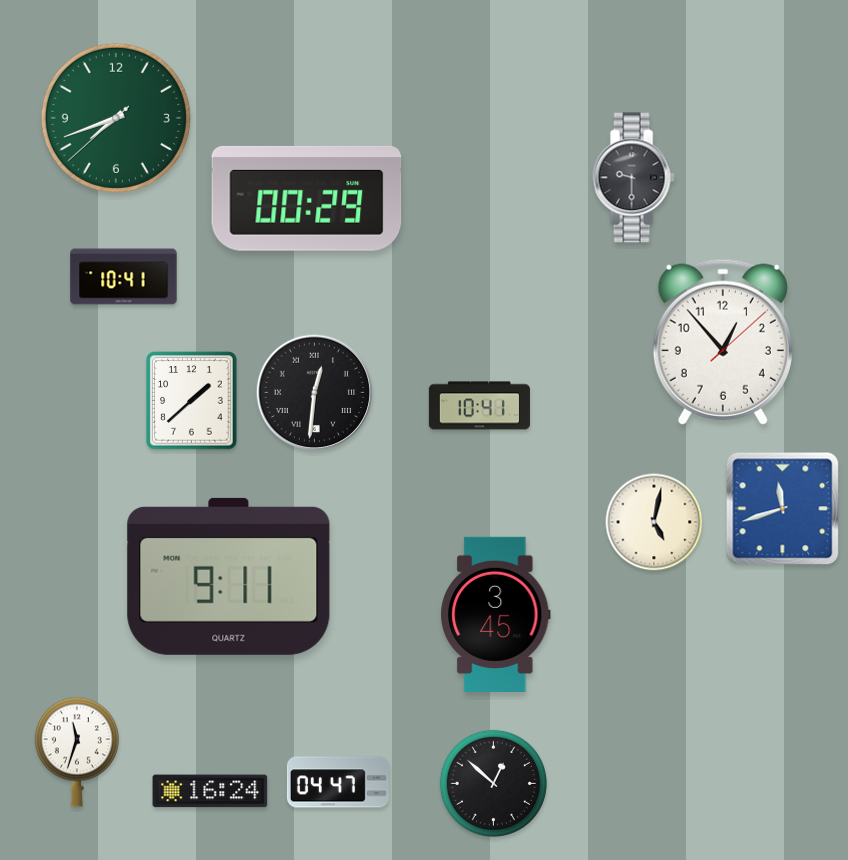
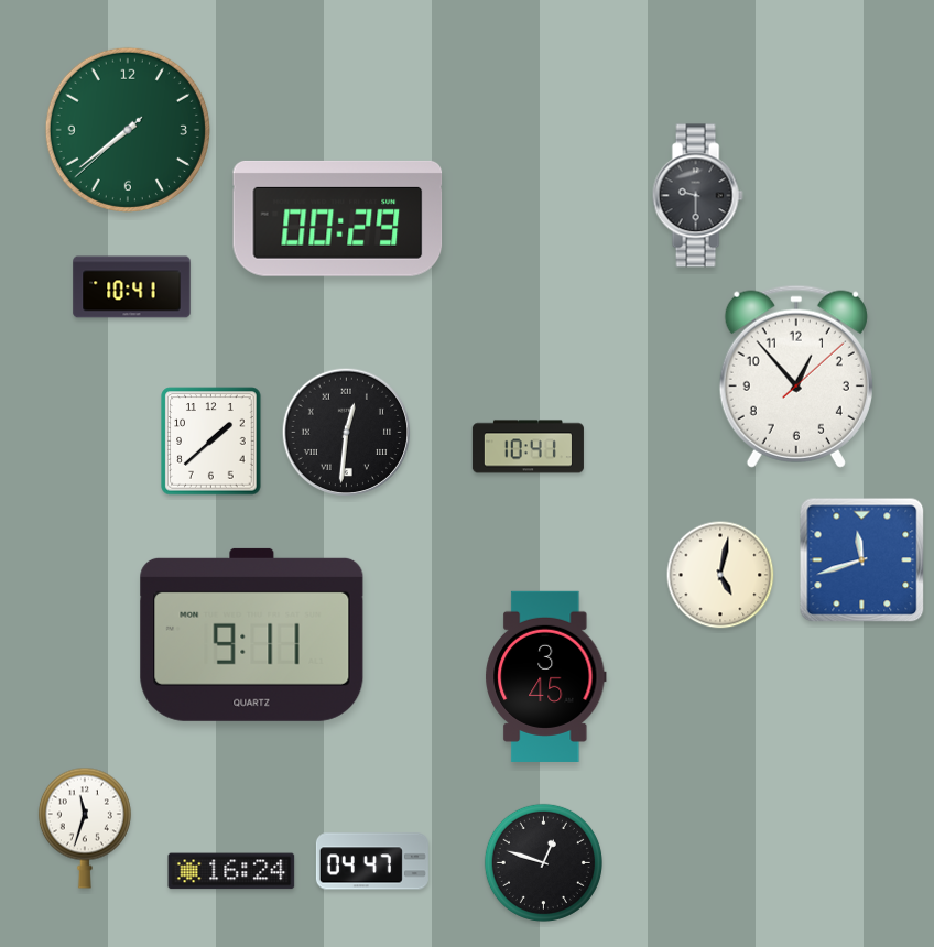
clock at (116, 118): 7:41 -> 7:38
clock at (124, 277) position: (124, 277) -> (132, 287)
clock at (493, 783): 12:52 -> 12:48
